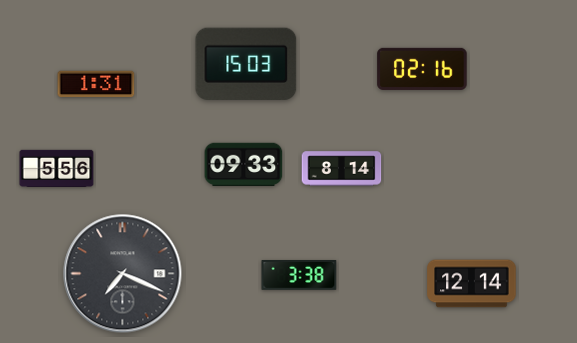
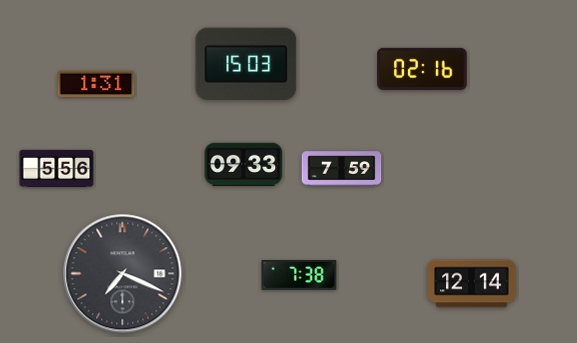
clock at (342, 169): 8:14 -> 7:59
clock at (299, 276): 3:38 -> 7:38
